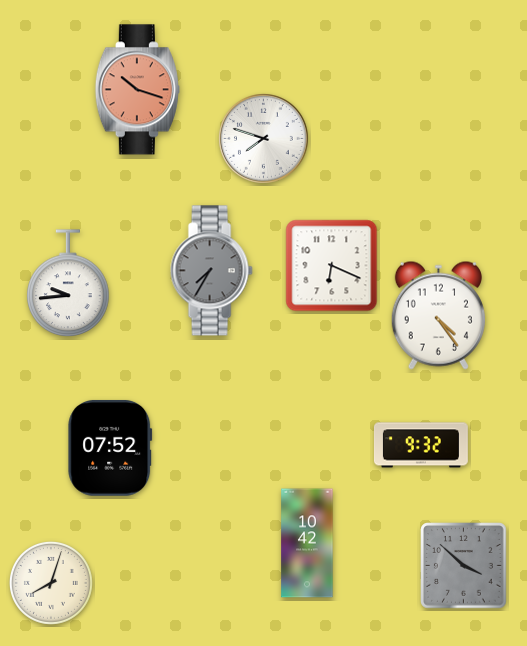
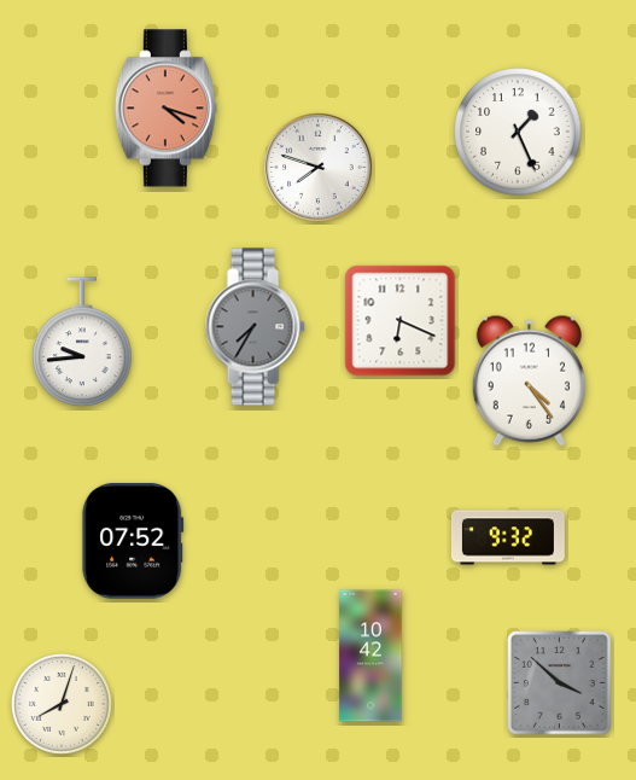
clock at (137, 90): 10:18 -> 4:18
clock at (518, 132): none -> 1:26
